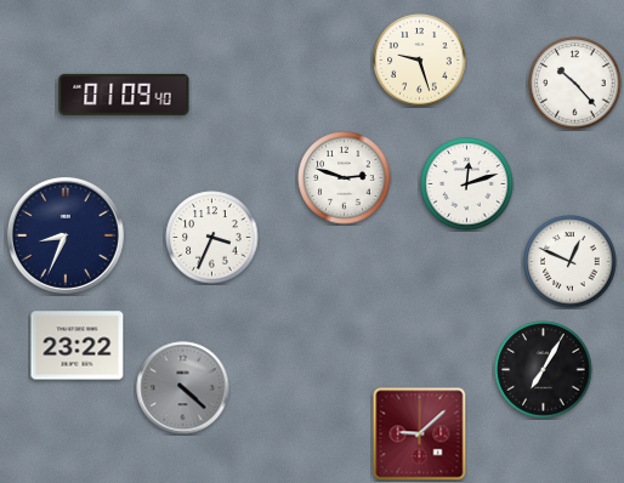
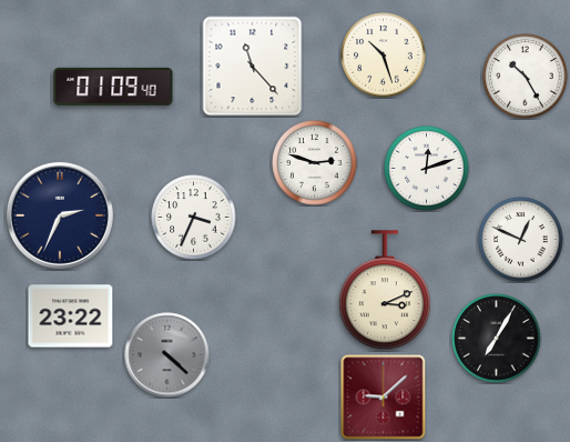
clock at (420, 61): 9:27 -> 10:27
clock at (253, 67): none -> 11:23
clock at (575, 84): 10:23 -> 10:25
clock at (66, 235): 8:34 -> 2:34
clock at (385, 291): none -> 3:11
